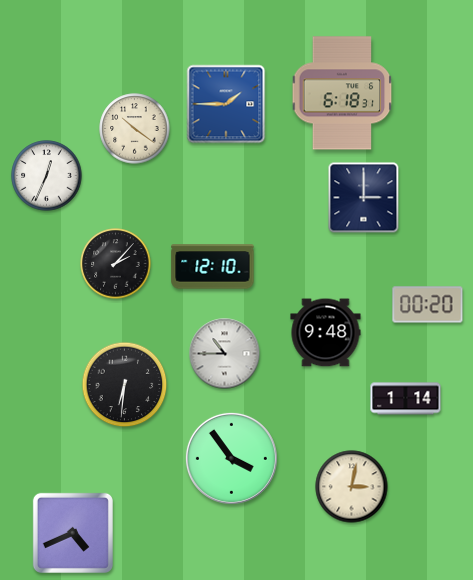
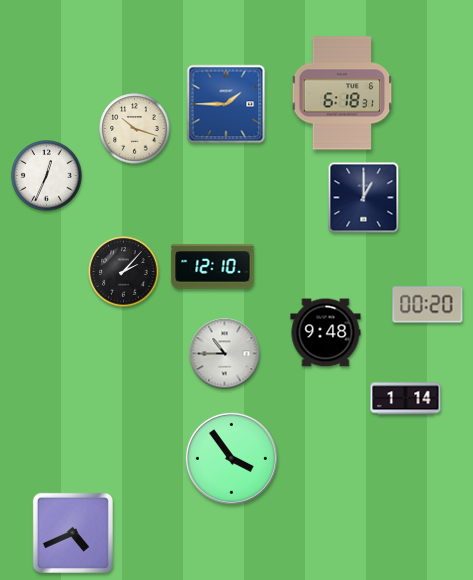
clock at (135, 129): 10:21 -> 10:18
clock at (364, 198): 3:00 -> 1:00
clock at (116, 264) position: (116, 264) -> (124, 272)
clock at (125, 385): 6:31 -> none
clock at (352, 487): 3:02 -> none
